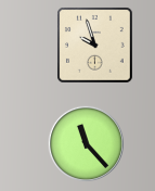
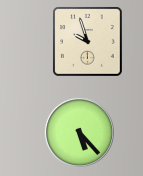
clock at (86, 143): 11:23 -> 5:23
